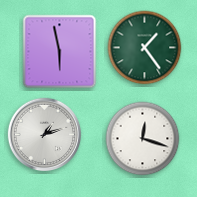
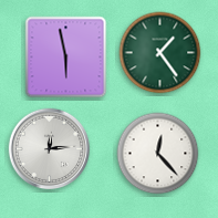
clock at (45, 135): 1:12 -> 12:14
clock at (143, 139): 12:18 -> 12:23
